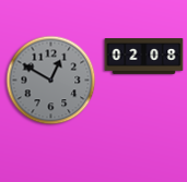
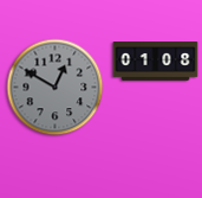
clock at (144, 57): 02:08 -> 01:08
